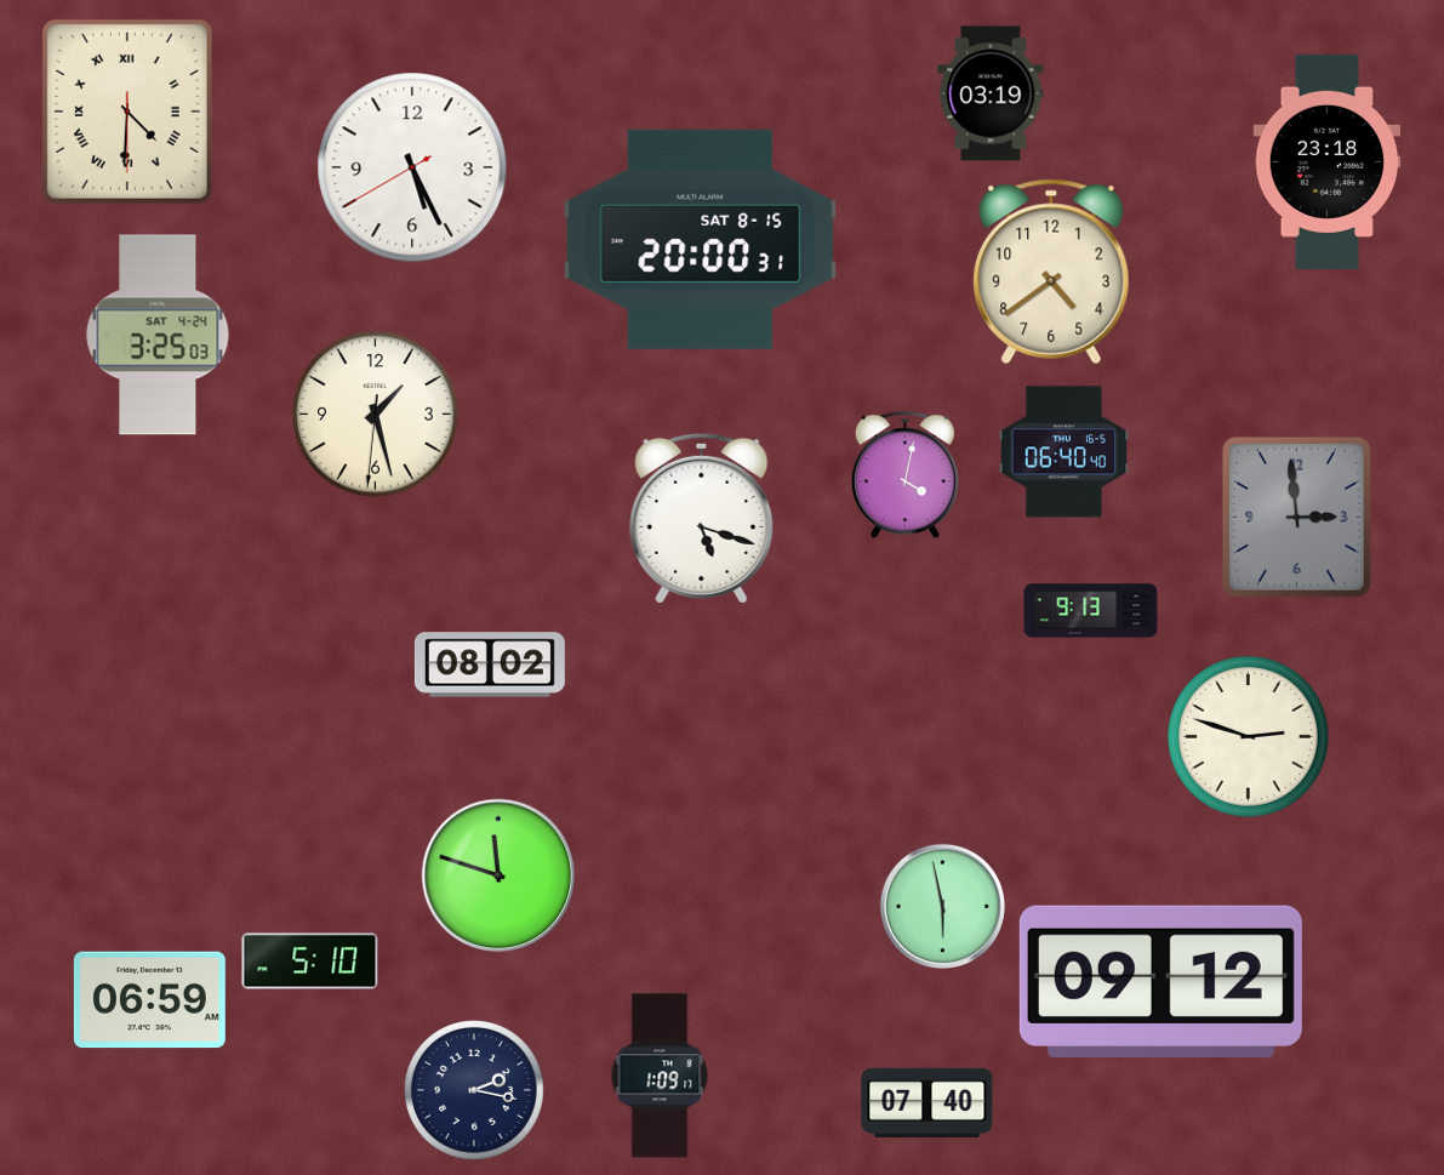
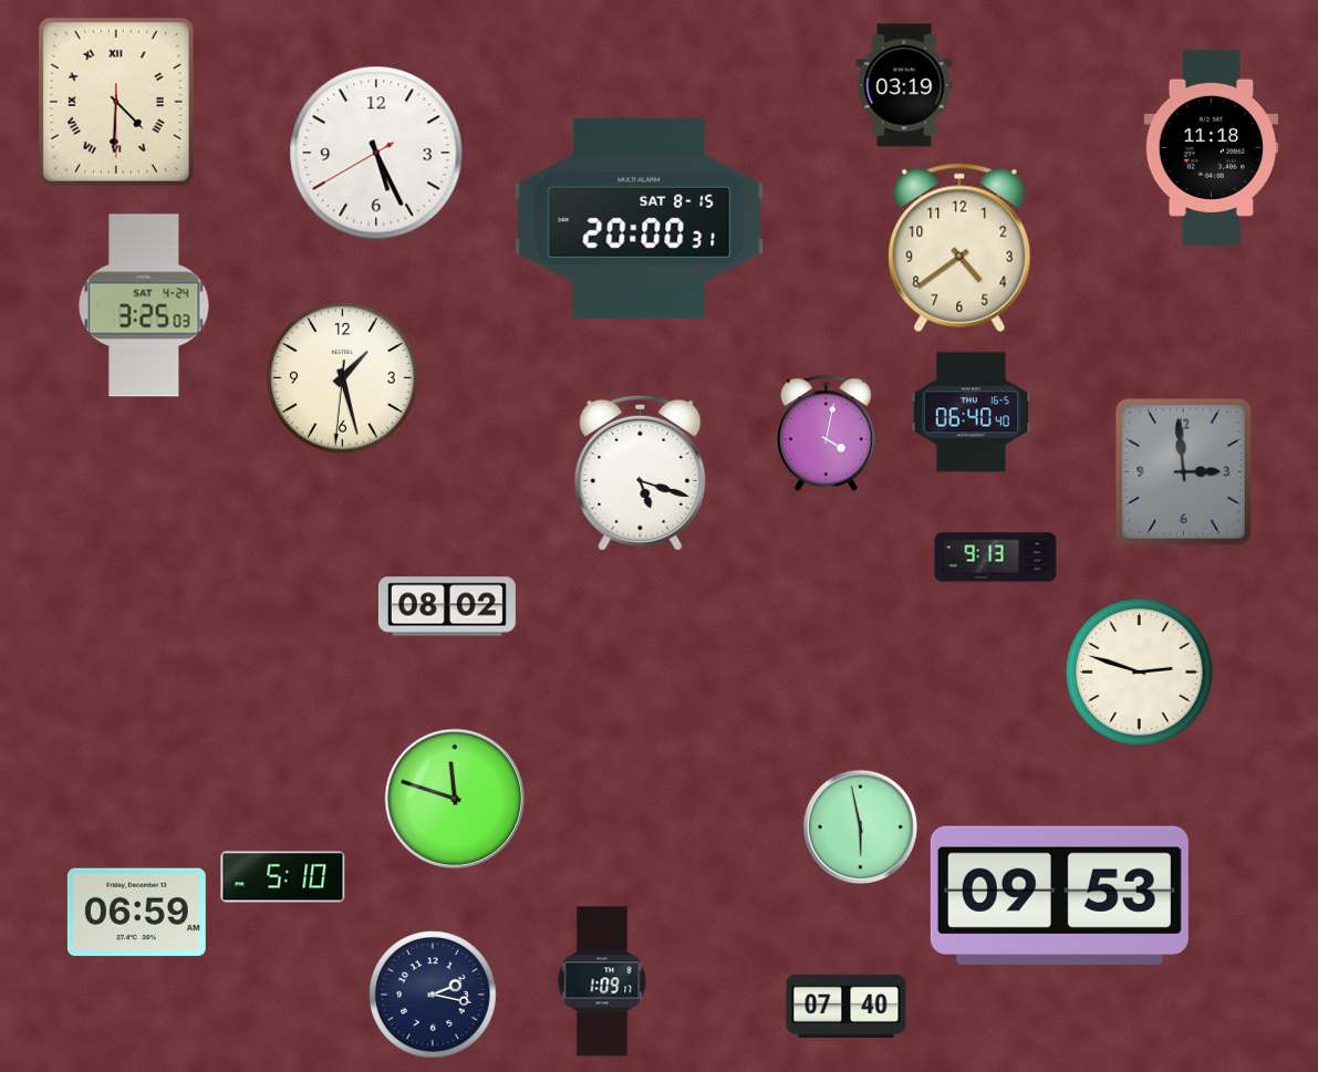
clock at (1328, 161): 23:18 -> 11:18
clock at (1160, 981): 09:12 -> 09:53
